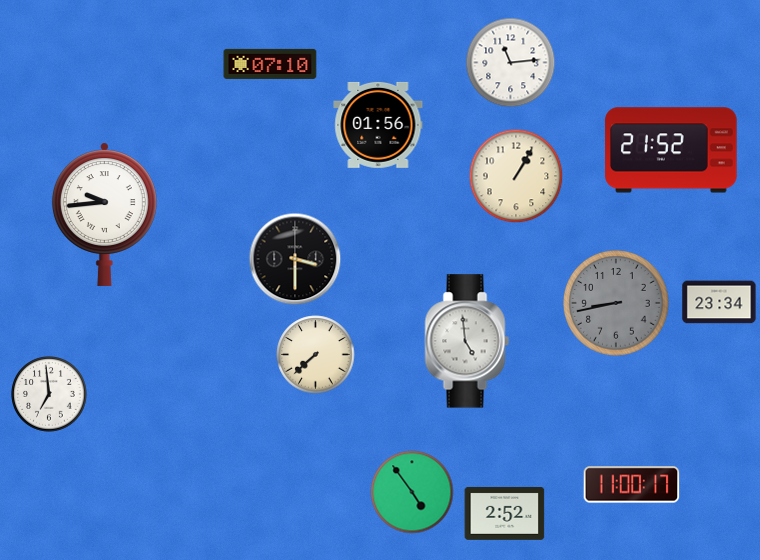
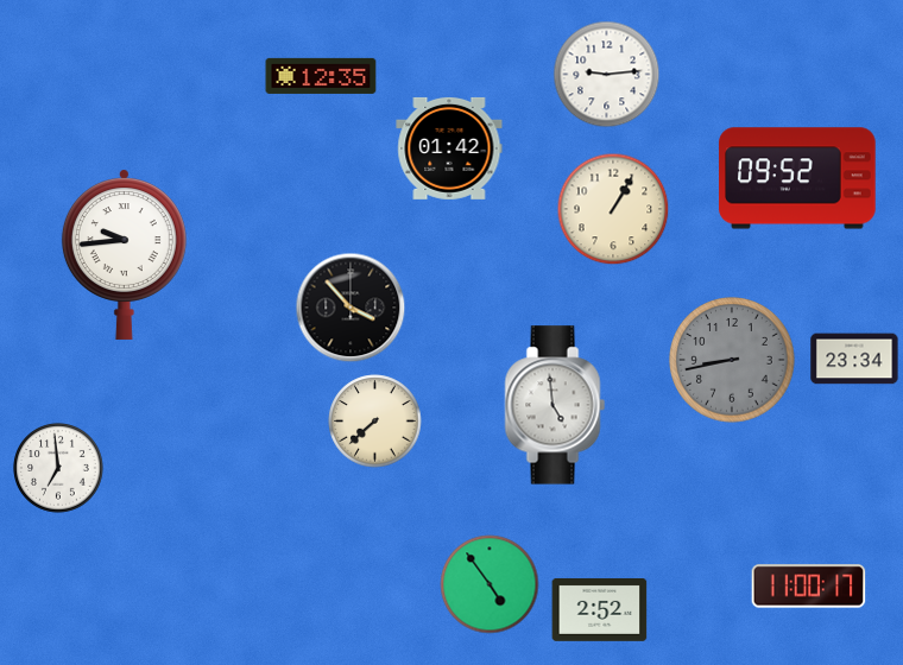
clock at (511, 63): 11:14 -> 9:14
clock at (270, 64): 07:10 -> 12:35
clock at (378, 125): 01:56 -> 01:42
clock at (671, 150): 21:52 -> 09:52
clock at (295, 259): 3:30 -> 3:53
clock at (632, 485) position: (632, 485) -> (809, 587)
